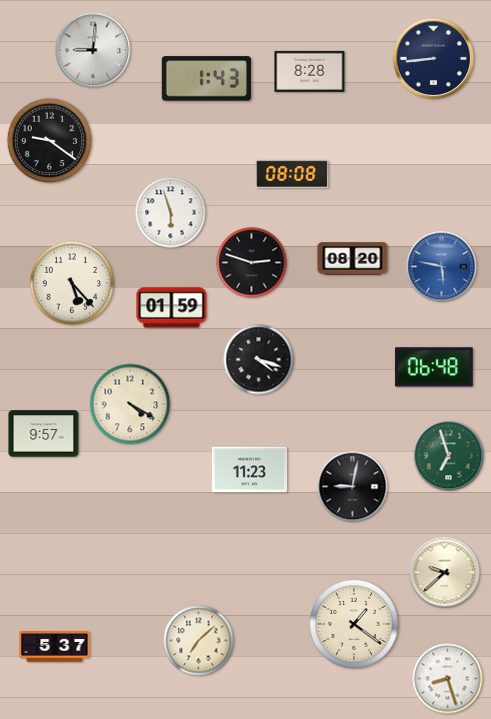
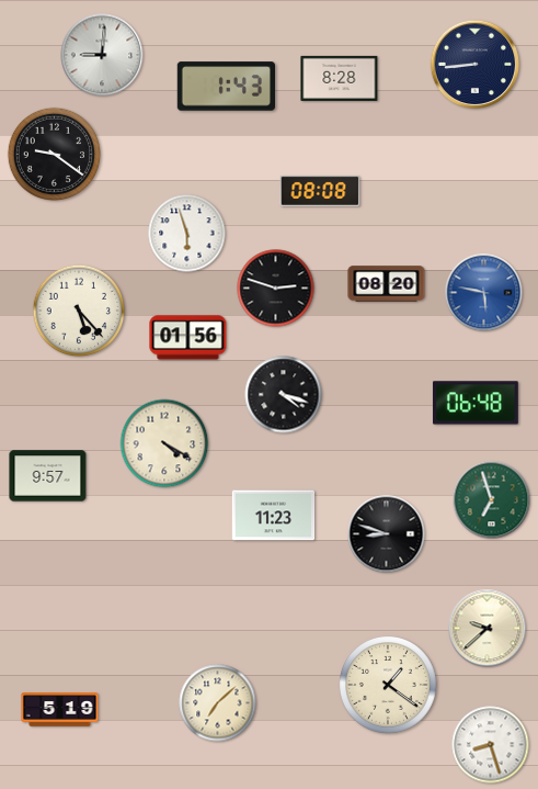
clock at (172, 308): 01:59 -> 01:56
clock at (130, 404) position: (130, 404) -> (164, 443)
clock at (353, 487): 9:02 -> 8:48
clock at (55, 647): 5:37 -> 5:19
